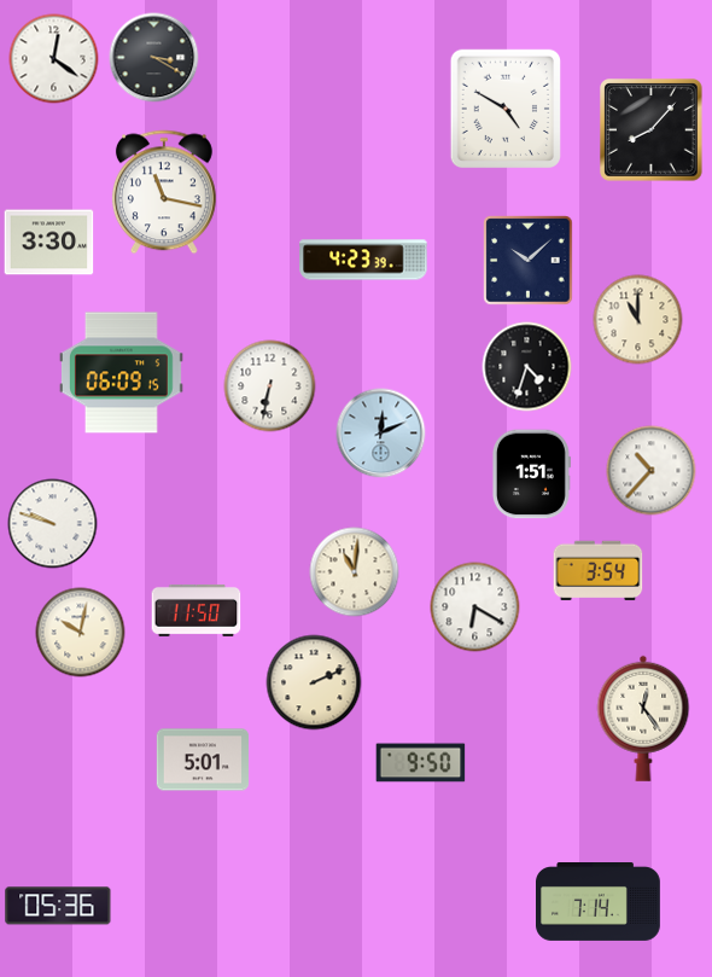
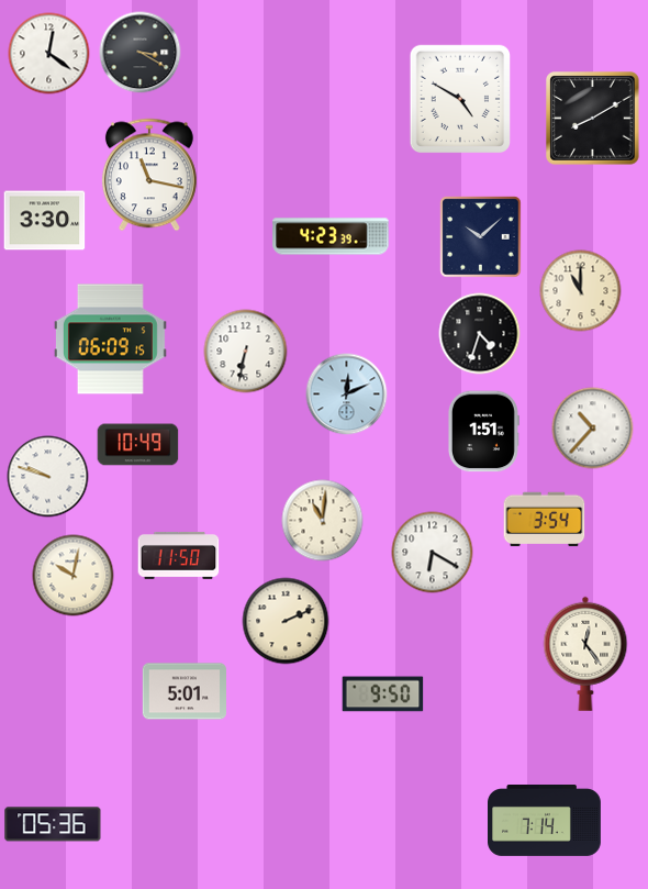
clock at (652, 130): 8:07 -> 8:10
clock at (138, 445): none -> 10:49
